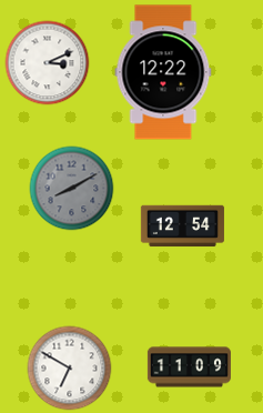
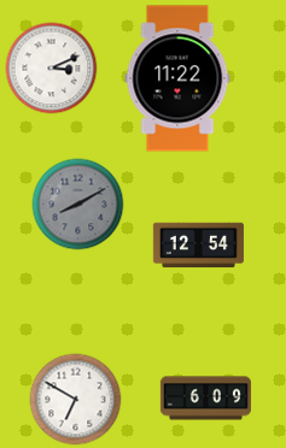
clock at (163, 72): 12:22 -> 11:22
clock at (189, 367): 11:09 -> 6:09
